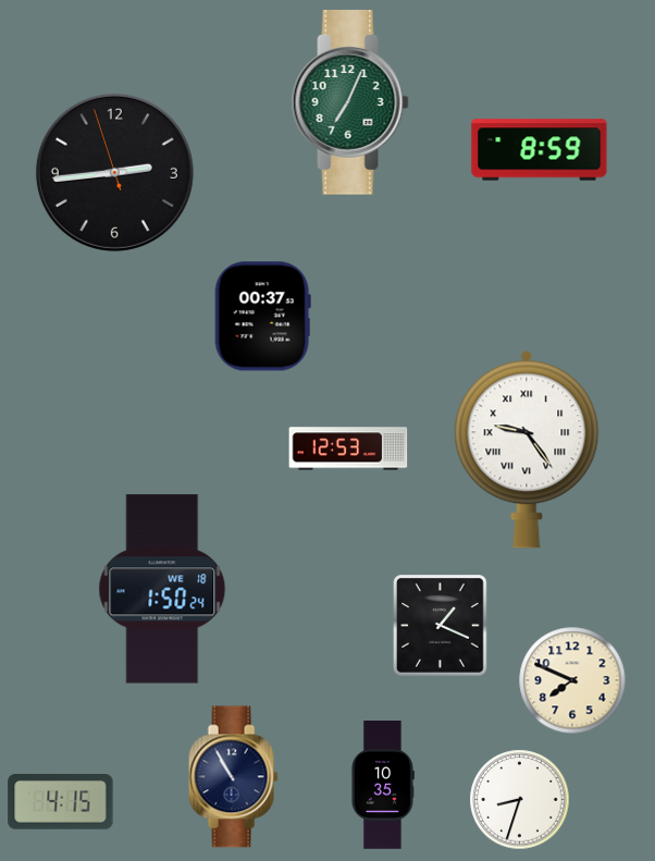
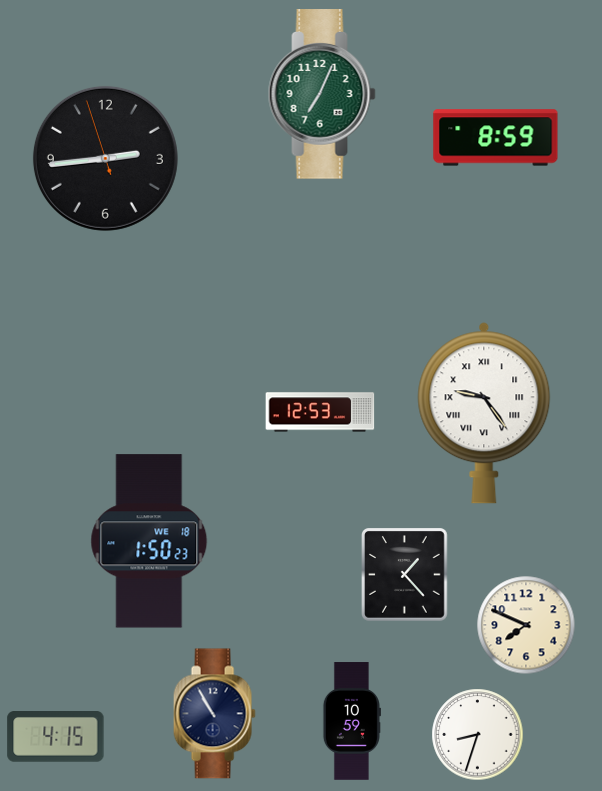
clock at (262, 317): 00:37 -> none
clock at (162, 589): 1:50:24 -> 1:50:23
clock at (441, 626): 1:19 -> 1:23
clock at (382, 785): 10:35 -> 10:59
